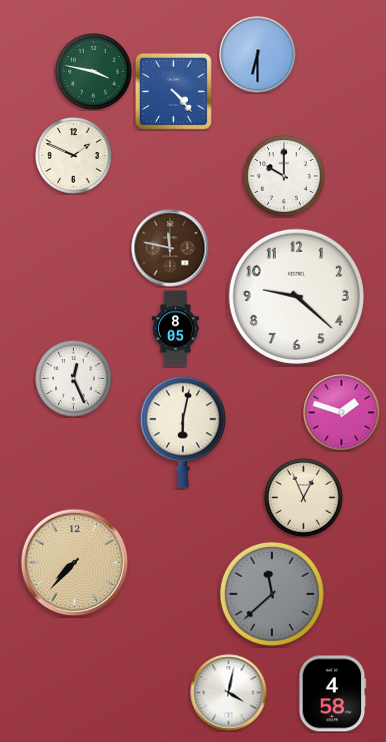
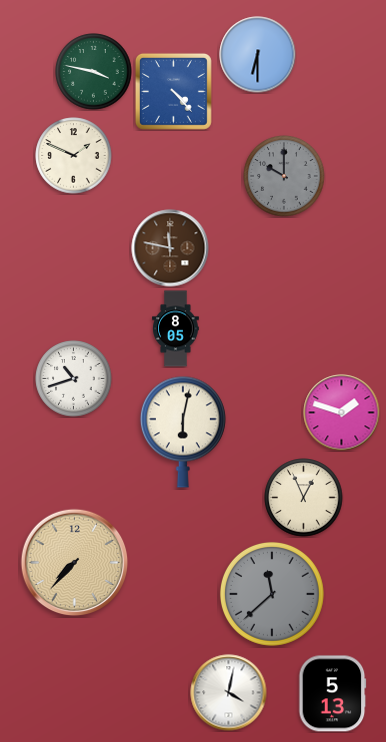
clock at (284, 176) dial: white -> grey
clock at (296, 296): 9:22 -> none
clock at (74, 379): 12:26 -> 10:42
clock at (333, 694): 4:58 -> 5:13
